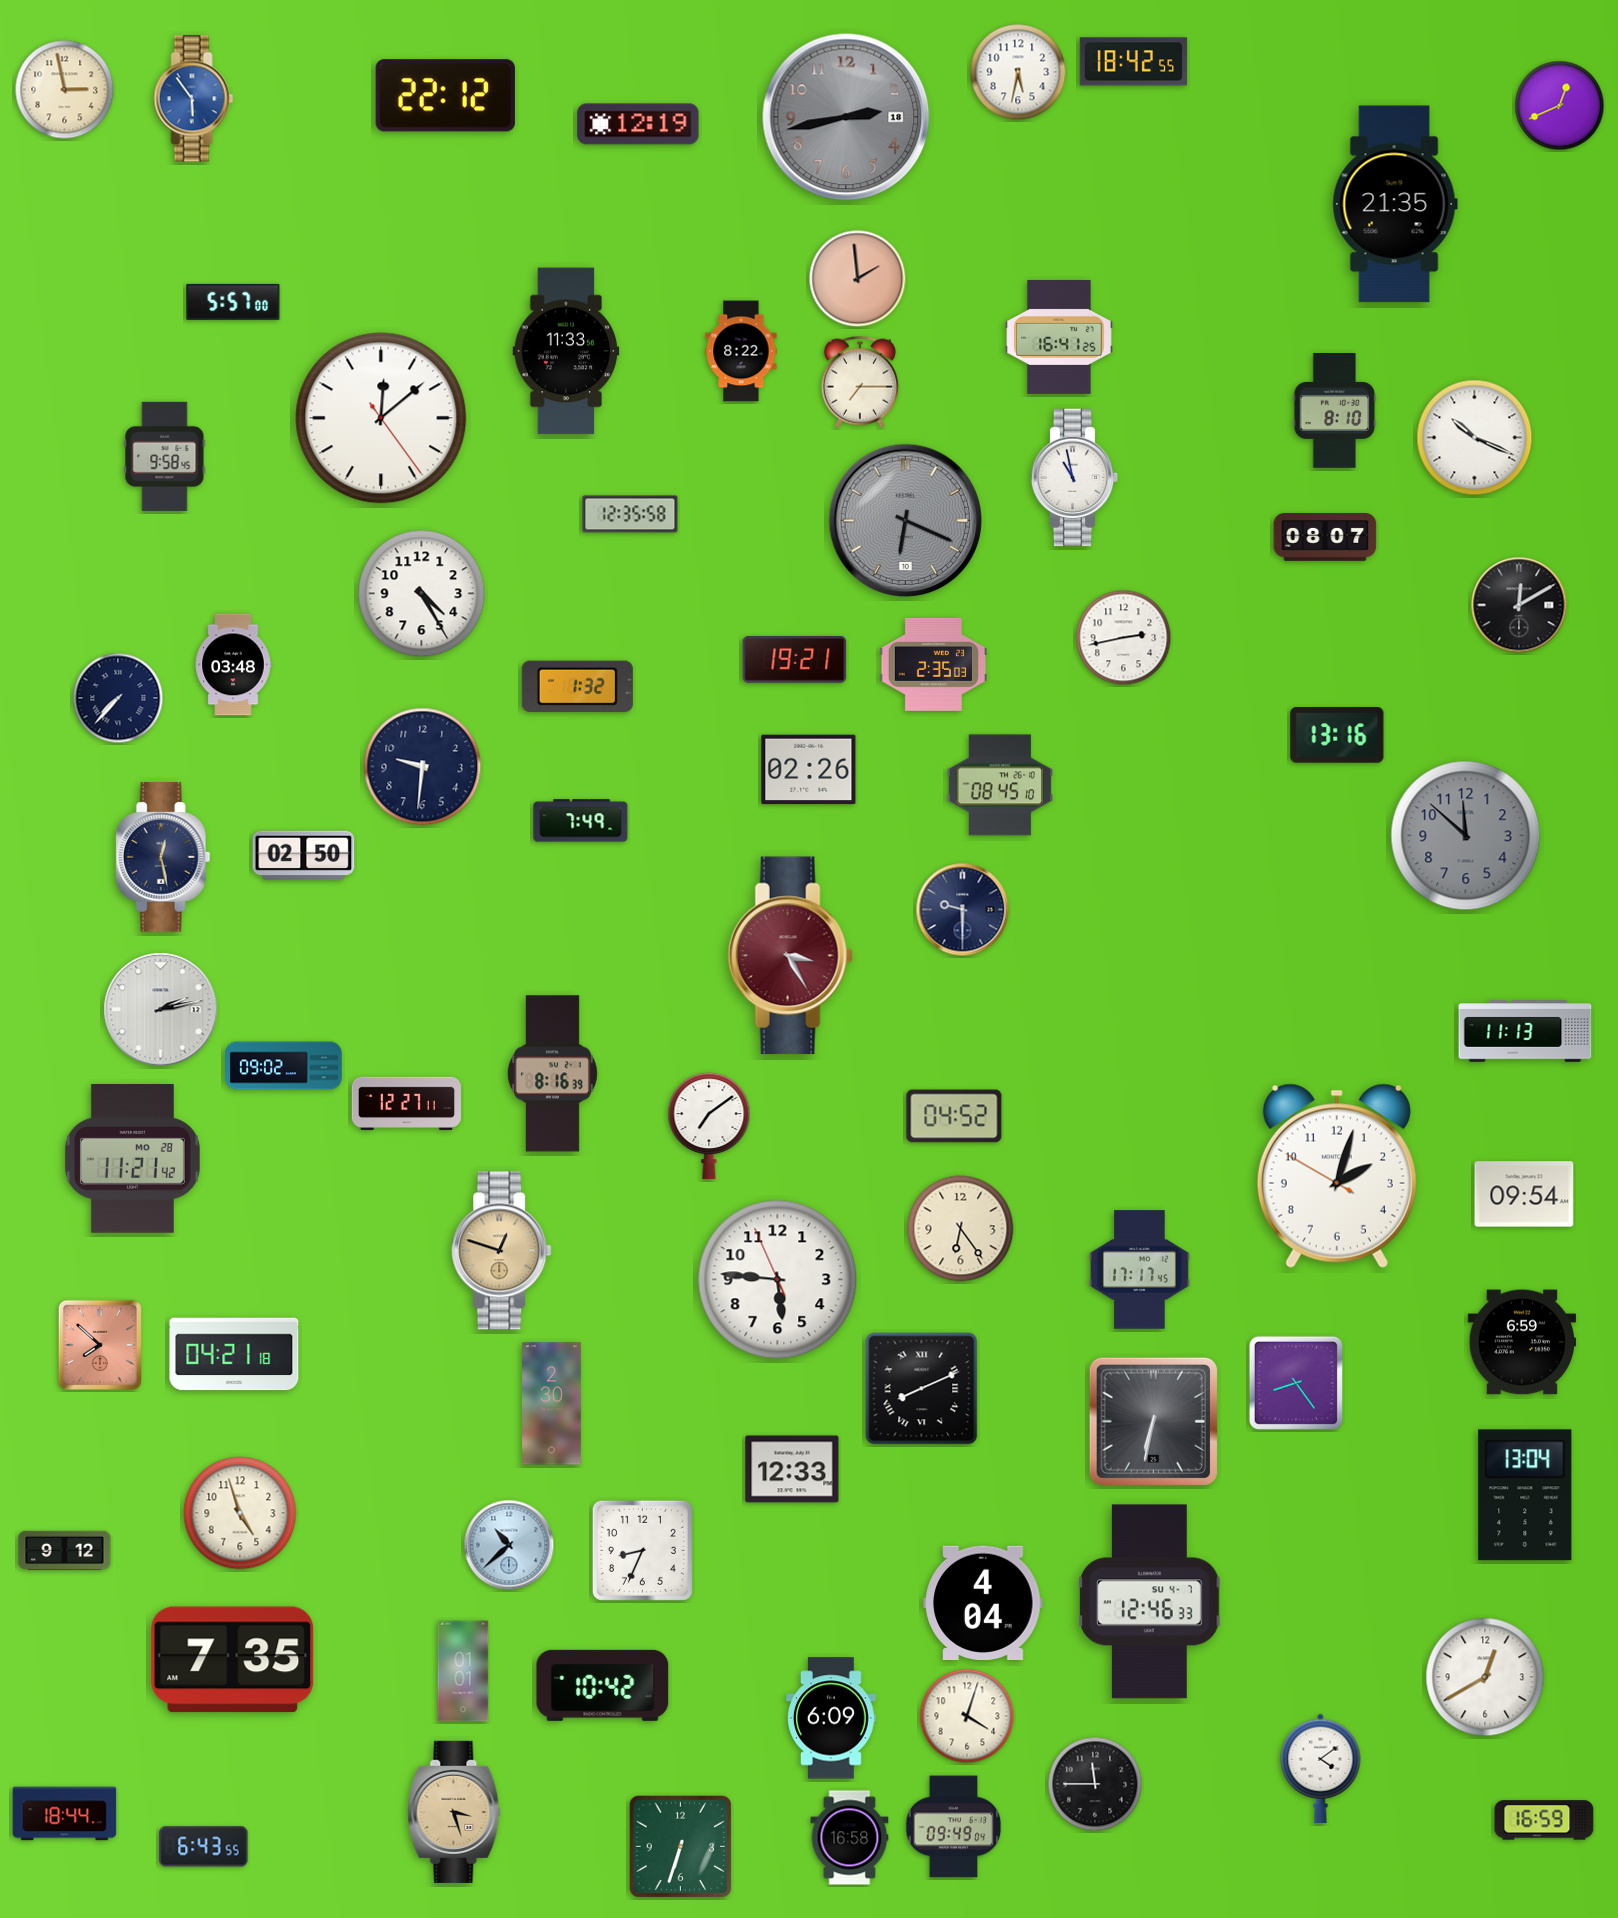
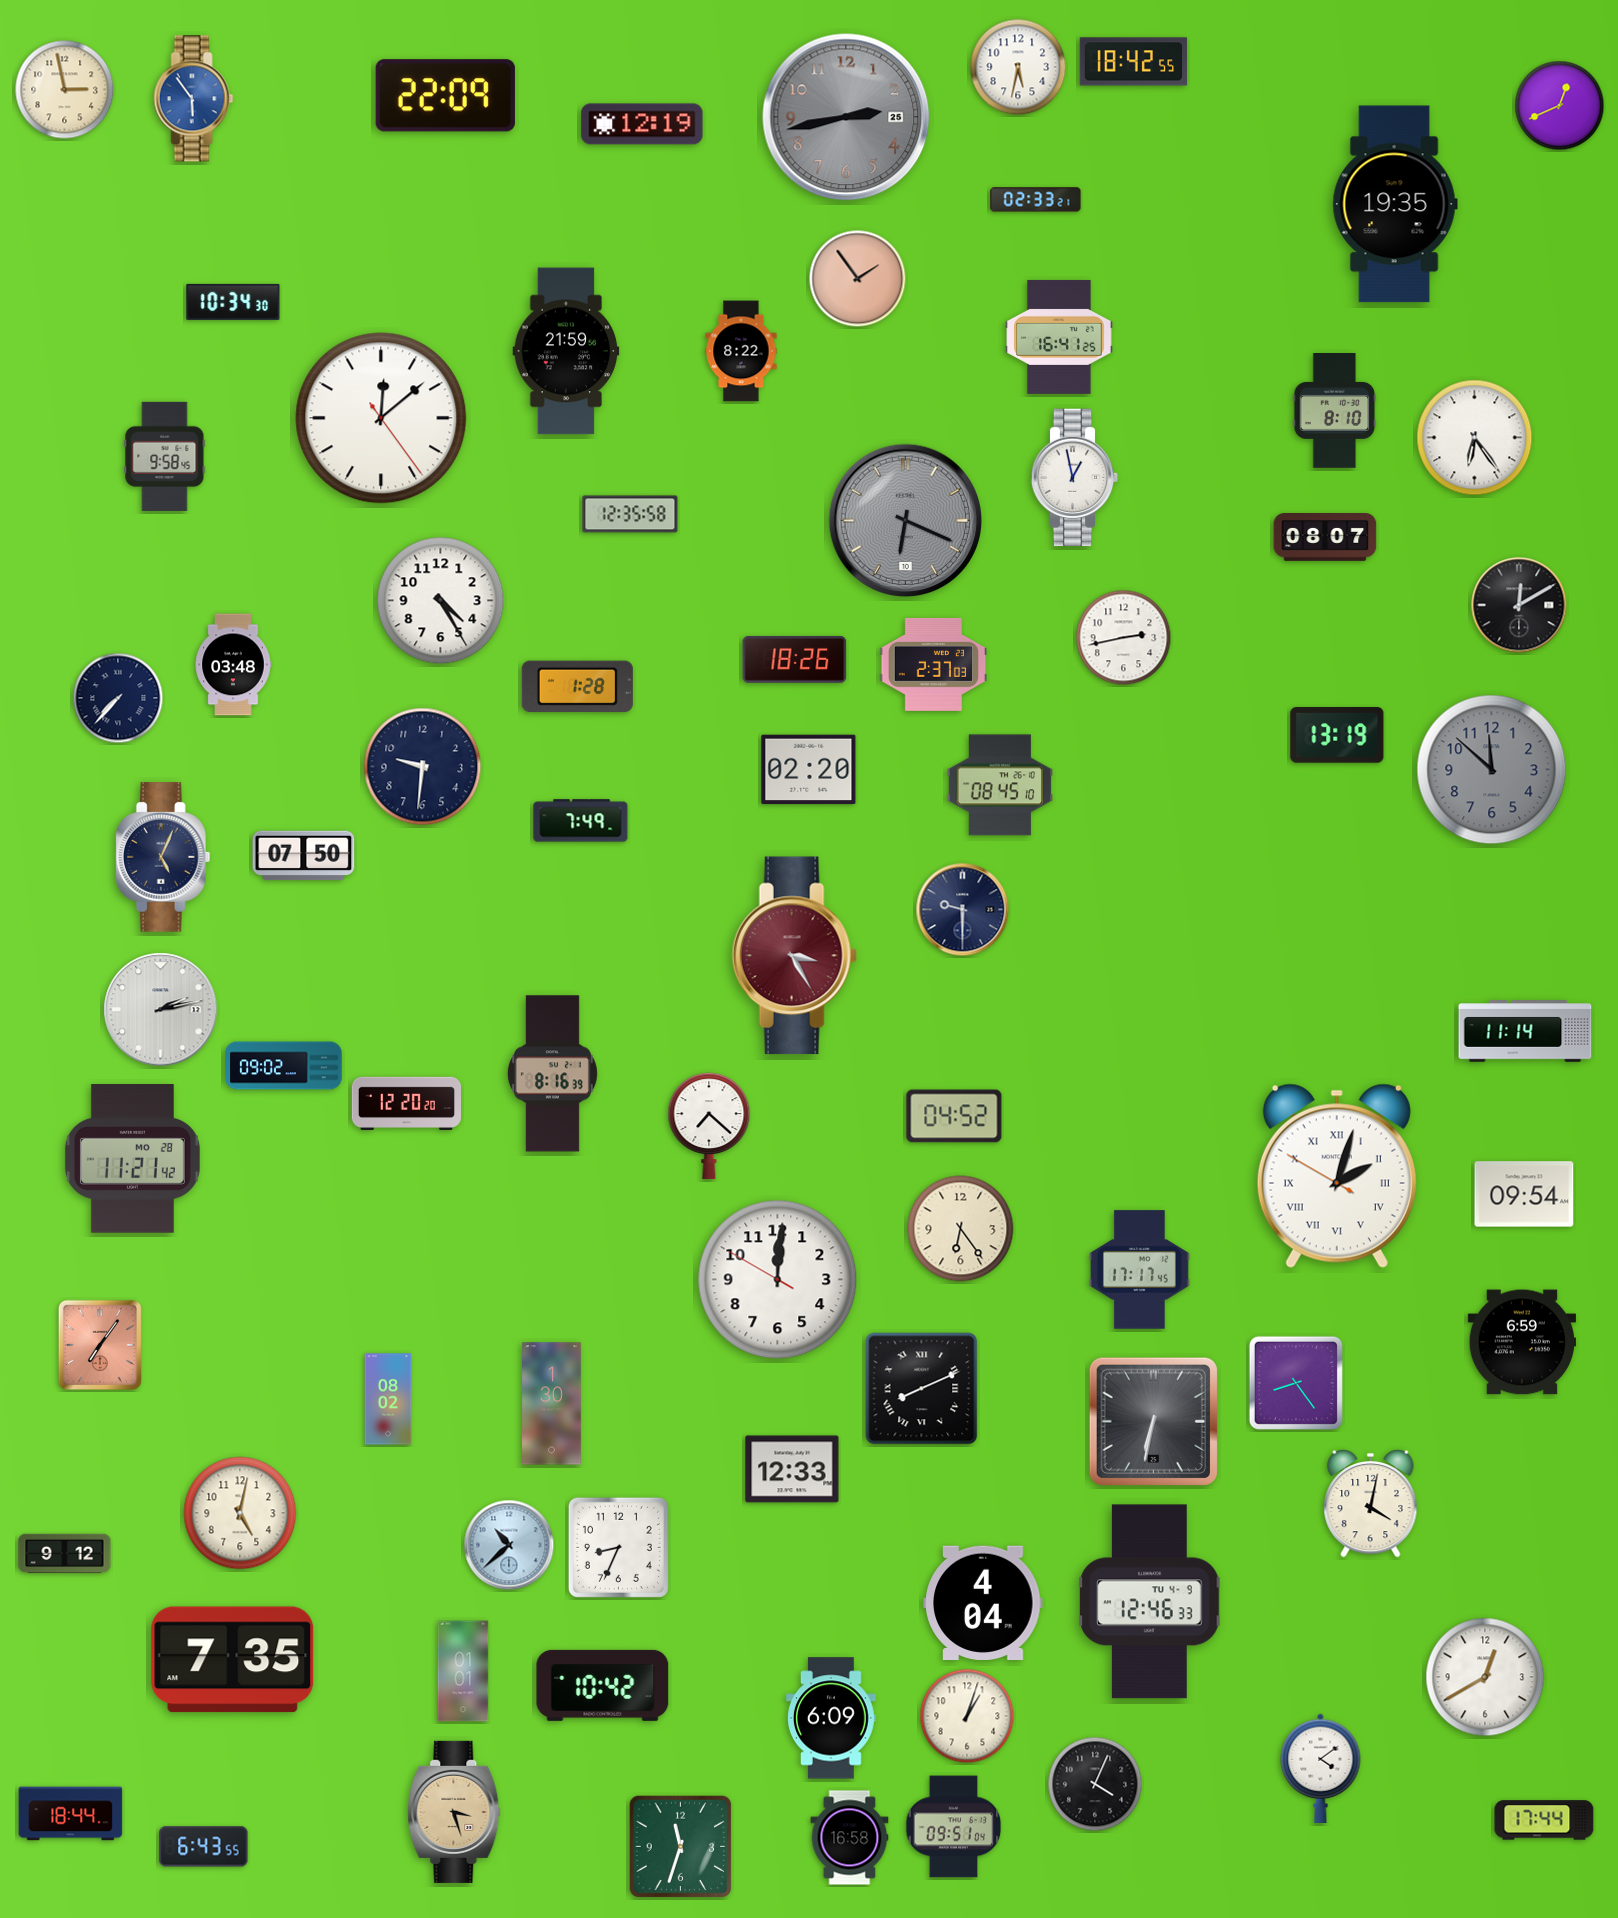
clock at (1018, 72) position: (1018, 72) -> (1018, 67)
clock at (445, 96): 22:12 -> 22:09
clock at (846, 117) date: 18 -> 25
clock at (638, 124) position: (638, 124) -> (642, 124)
clock at (1036, 200): none -> 02:33
clock at (1395, 204): 21:35 -> 19:35
clock at (858, 279): 1:59 -> 1:54
clock at (233, 302): 5:57 -> 10:34
clock at (566, 351): 11:33 -> 21:59
clock at (860, 382): 7:15 -> none
clock at (1475, 438): 10:19 -> 6:24
clock at (1075, 478): 10:58 -> 12:58
clock at (422, 594) position: (422, 594) -> (441, 601)
clock at (795, 659): 19:21 -> 18:26
clock at (934, 664): 2:35 -> 2:37
clock at (577, 687): 1:32 -> 1:28
clock at (1337, 735): 13:16 -> 13:19
clock at (809, 770): 02:26 -> 02:20
clock at (1466, 836) position: (1466, 836) -> (1492, 770)
clock at (304, 856): 02:50 -> 07:50
clock at (163, 857): 12:28 -> 5:04
clock at (790, 956) position: (790, 956) -> (794, 956)
clock at (1525, 1031): 11:13 -> 11:14
clock at (406, 1103): 12:27 -> 12:20
clock at (709, 1126): 7:09 -> 7:22
clock at (1337, 1176) numerals: Arabic -> Roman
clock at (502, 1251): 12:48 -> none
clock at (778, 1280): 5:45 -> 12:00
clock at (100, 1345): 7:52 -> 7:06
clock at (234, 1354): 04:21 -> none
clock at (388, 1399): none -> 08:02
clock at (552, 1404): 2:30 -> 1:30
clock at (1525, 1495): 13:04 -> none
clock at (1371, 1503): none -> 4:02
clock at (240, 1513): 4:57 -> 5:02
clock at (642, 1550) position: (642, 1550) -> (618, 1547)
clock at (65, 1551) position: (65, 1551) -> (65, 1554)
clock at (1150, 1602) date: SU 4-7 -> TU 4-9
clock at (967, 1716): 4:03 -> 1:03
clock at (1095, 1784): 11:45 -> 4:04
clock at (65, 1814) position: (65, 1814) -> (71, 1814)
clock at (1544, 1820): 16:59 -> 17:44
clock at (954, 1827): 09:49 -> 09:51
clock at (681, 1847): 6:33 -> 11:33
